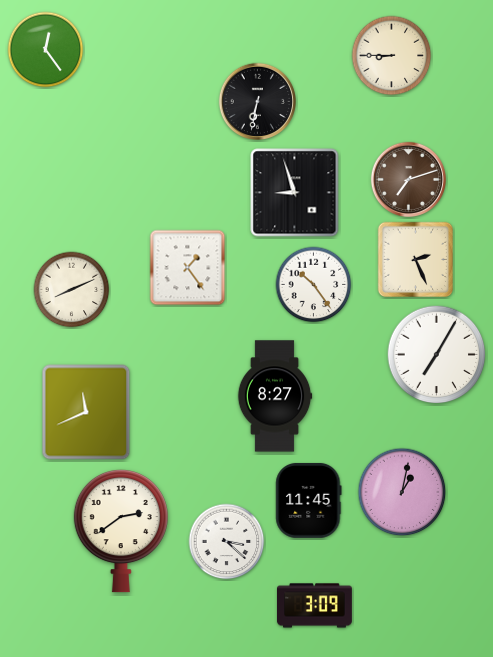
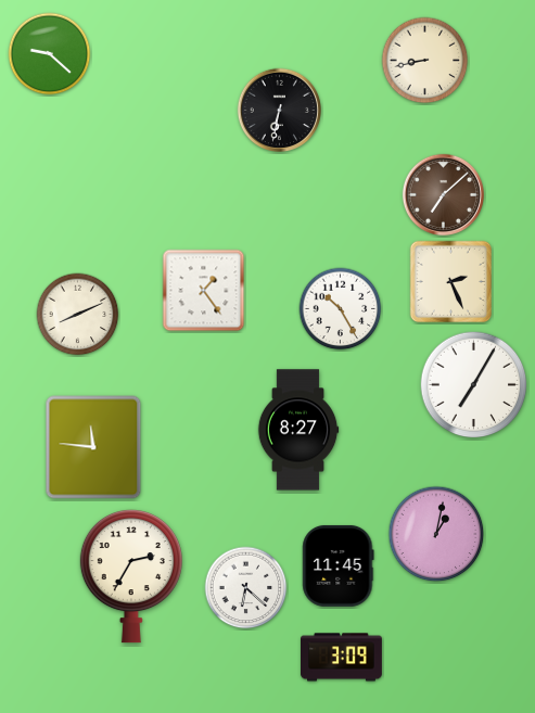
clock at (46, 50): 12:24 -> 9:22
clock at (392, 56): 8:45 -> 8:43
clock at (408, 179): 7:12 -> 7:08
clock at (295, 193): 8:57 -> none
clock at (314, 285): 10:24 -> 10:25
clock at (86, 412): 11:41 -> 11:46
clock at (309, 500) position: (309, 500) -> (339, 565)
clock at (121, 532): 2:39 -> 2:35
clock at (227, 542): 3:22 -> 6:22
